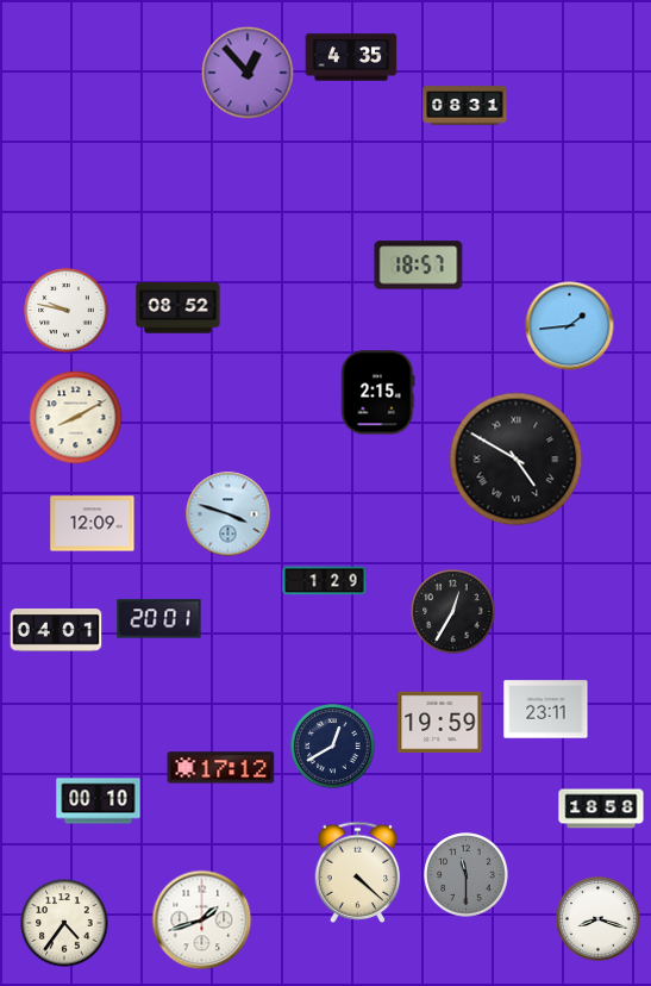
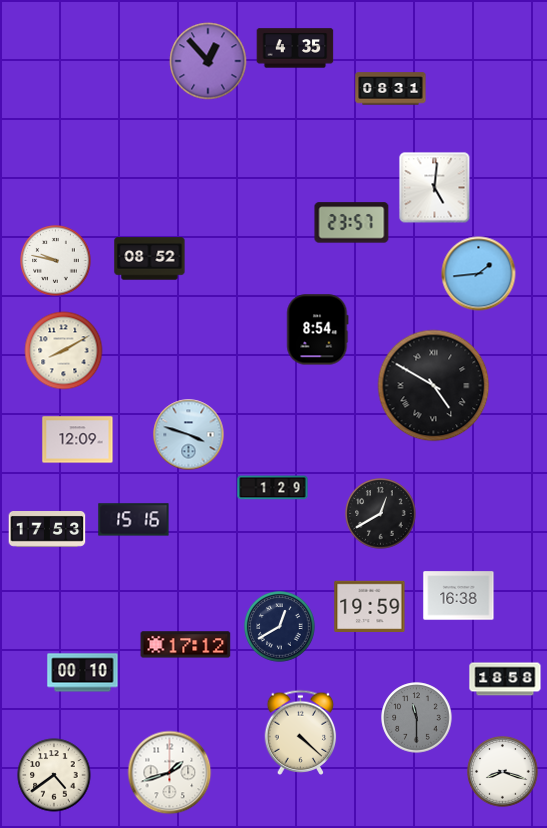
clock at (435, 188): none -> 5:01
clock at (419, 266): 18:57 -> 23:57
clock at (378, 393): 2:15 -> 8:54
clock at (229, 514) position: (229, 514) -> (189, 435)
clock at (453, 612): 12:35 -> 12:40
clock at (159, 619): 20:01 -> 15:16
clock at (56, 631): 04:01 -> 17:53
clock at (546, 710): 23:11 -> 16:38
clock at (467, 875) position: (467, 875) -> (417, 718)
clock at (64, 923): 4:36 -> 4:39
